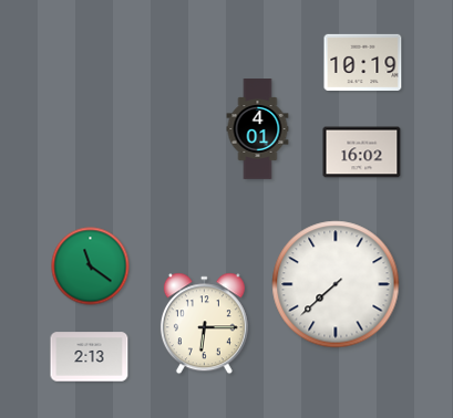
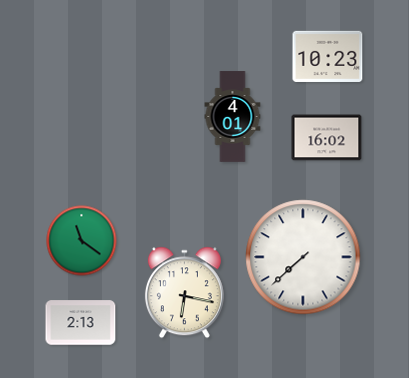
clock at (363, 62): 10:19 -> 10:23
clock at (204, 324): 6:15 -> 6:17
